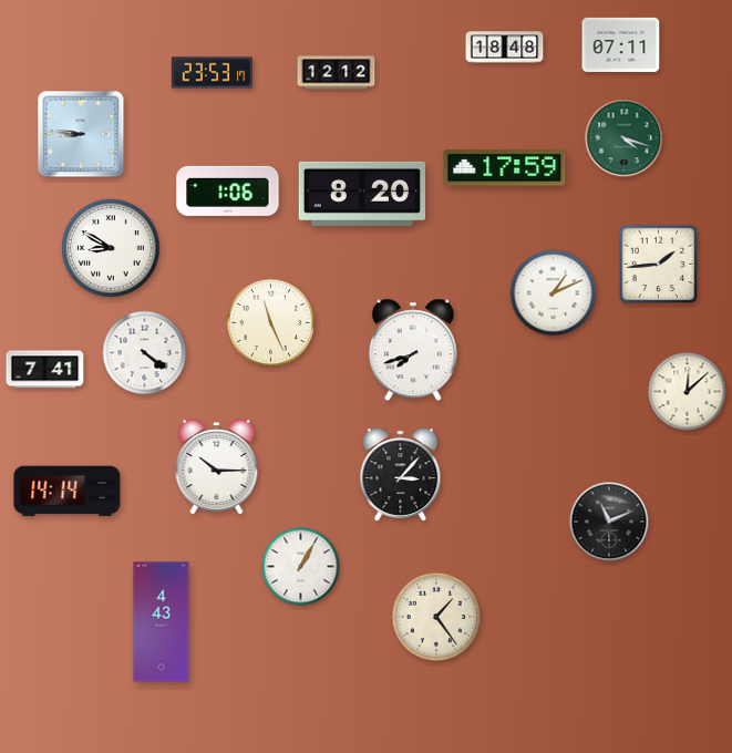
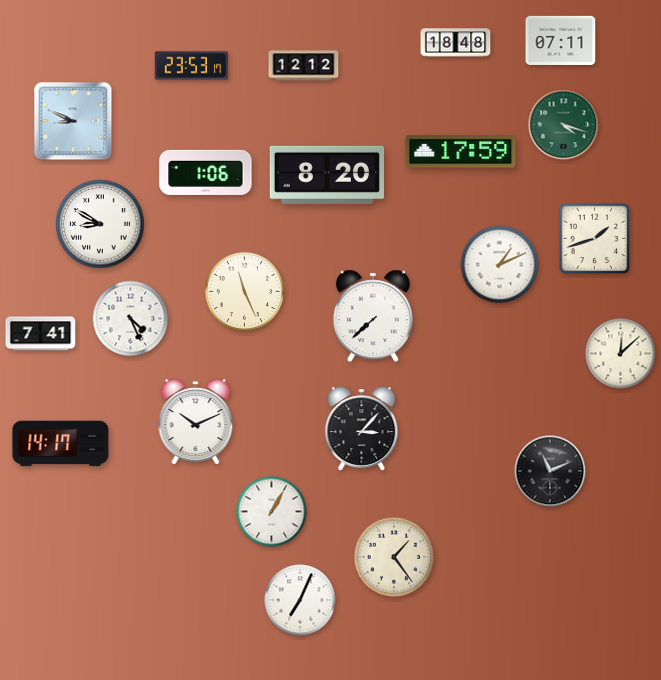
clock at (81, 134): 8:46 -> 8:49
clock at (505, 168) position: (505, 168) -> (461, 152)
clock at (659, 265): 1:44 -> 1:42
clock at (413, 350): 7:42 -> 7:38
clock at (145, 353): 4:21 -> 4:26
clock at (217, 467): 10:15 -> 10:11
clock at (68, 492): 14:14 -> 14:17
clock at (162, 622): 4:43 -> none
clock at (300, 600): none -> 7:04
